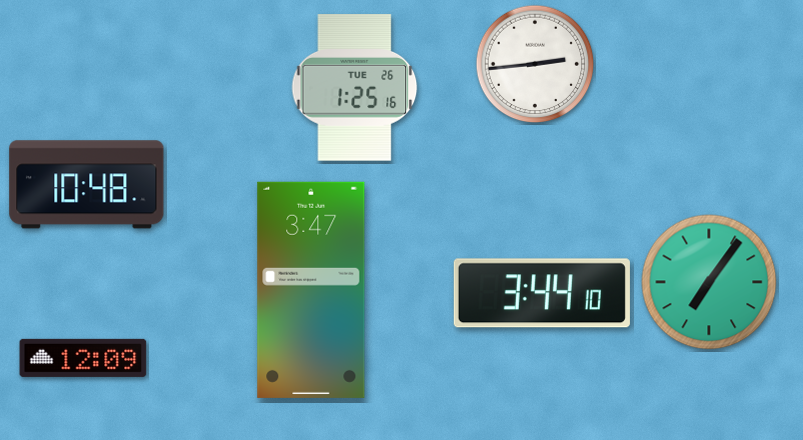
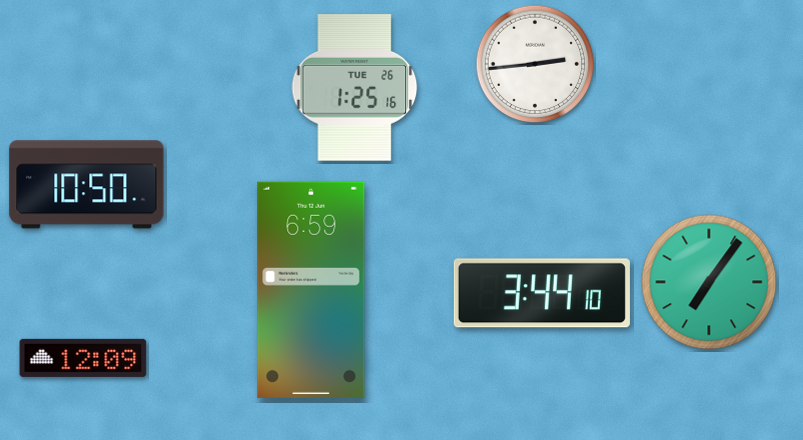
clock at (87, 185): 10:48 -> 10:50
clock at (311, 290): 3:47 -> 6:59
